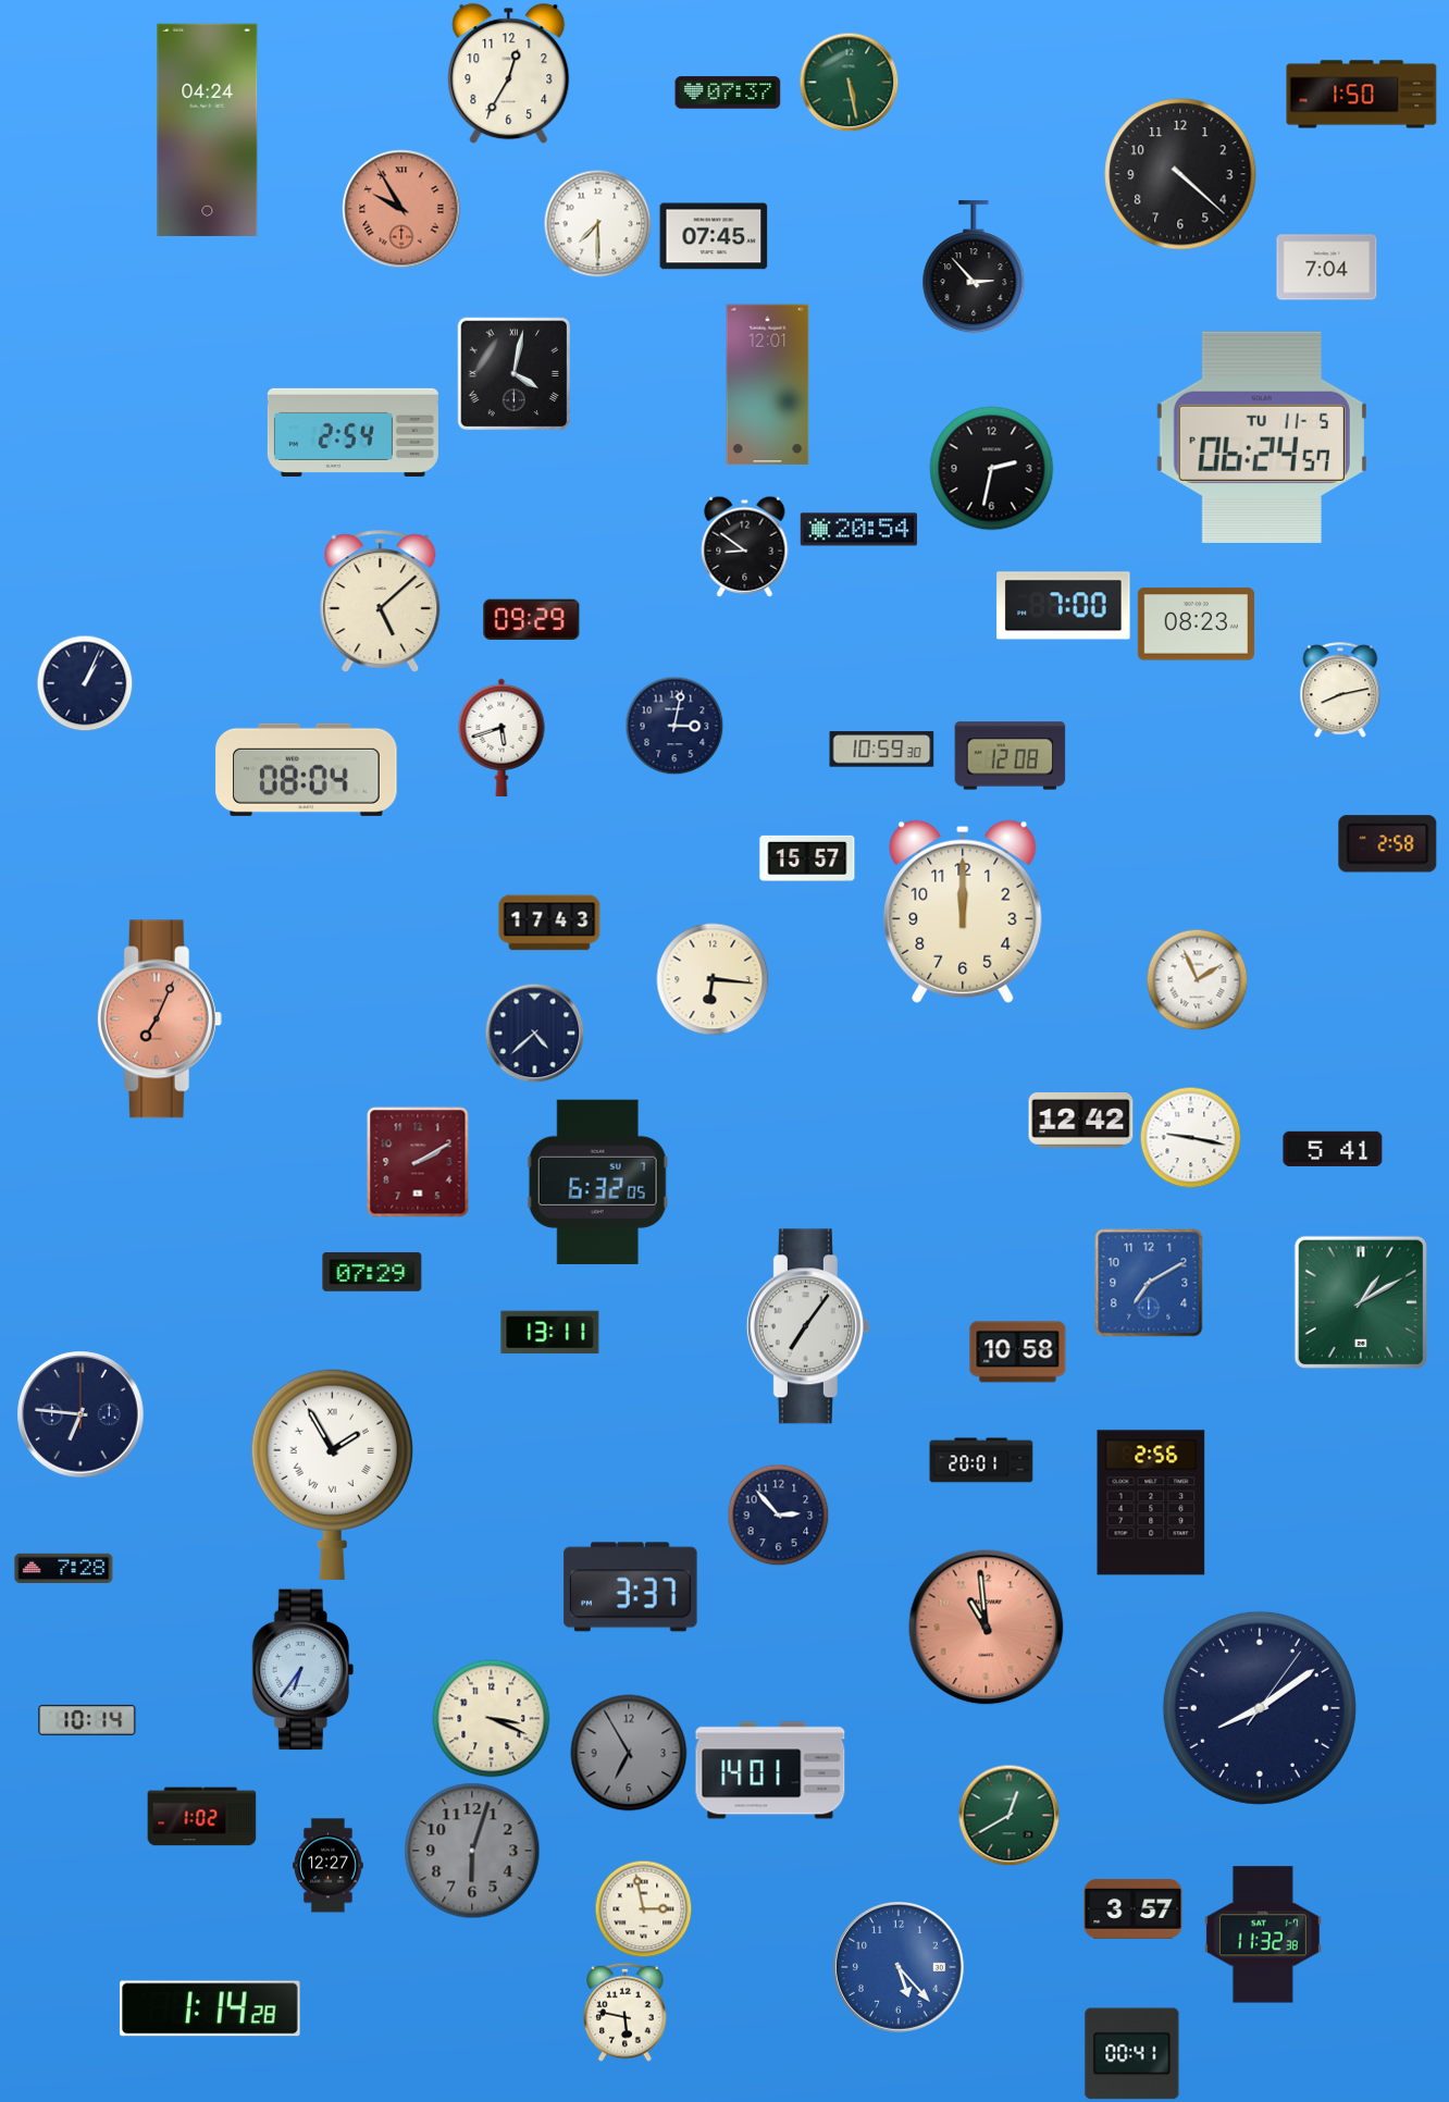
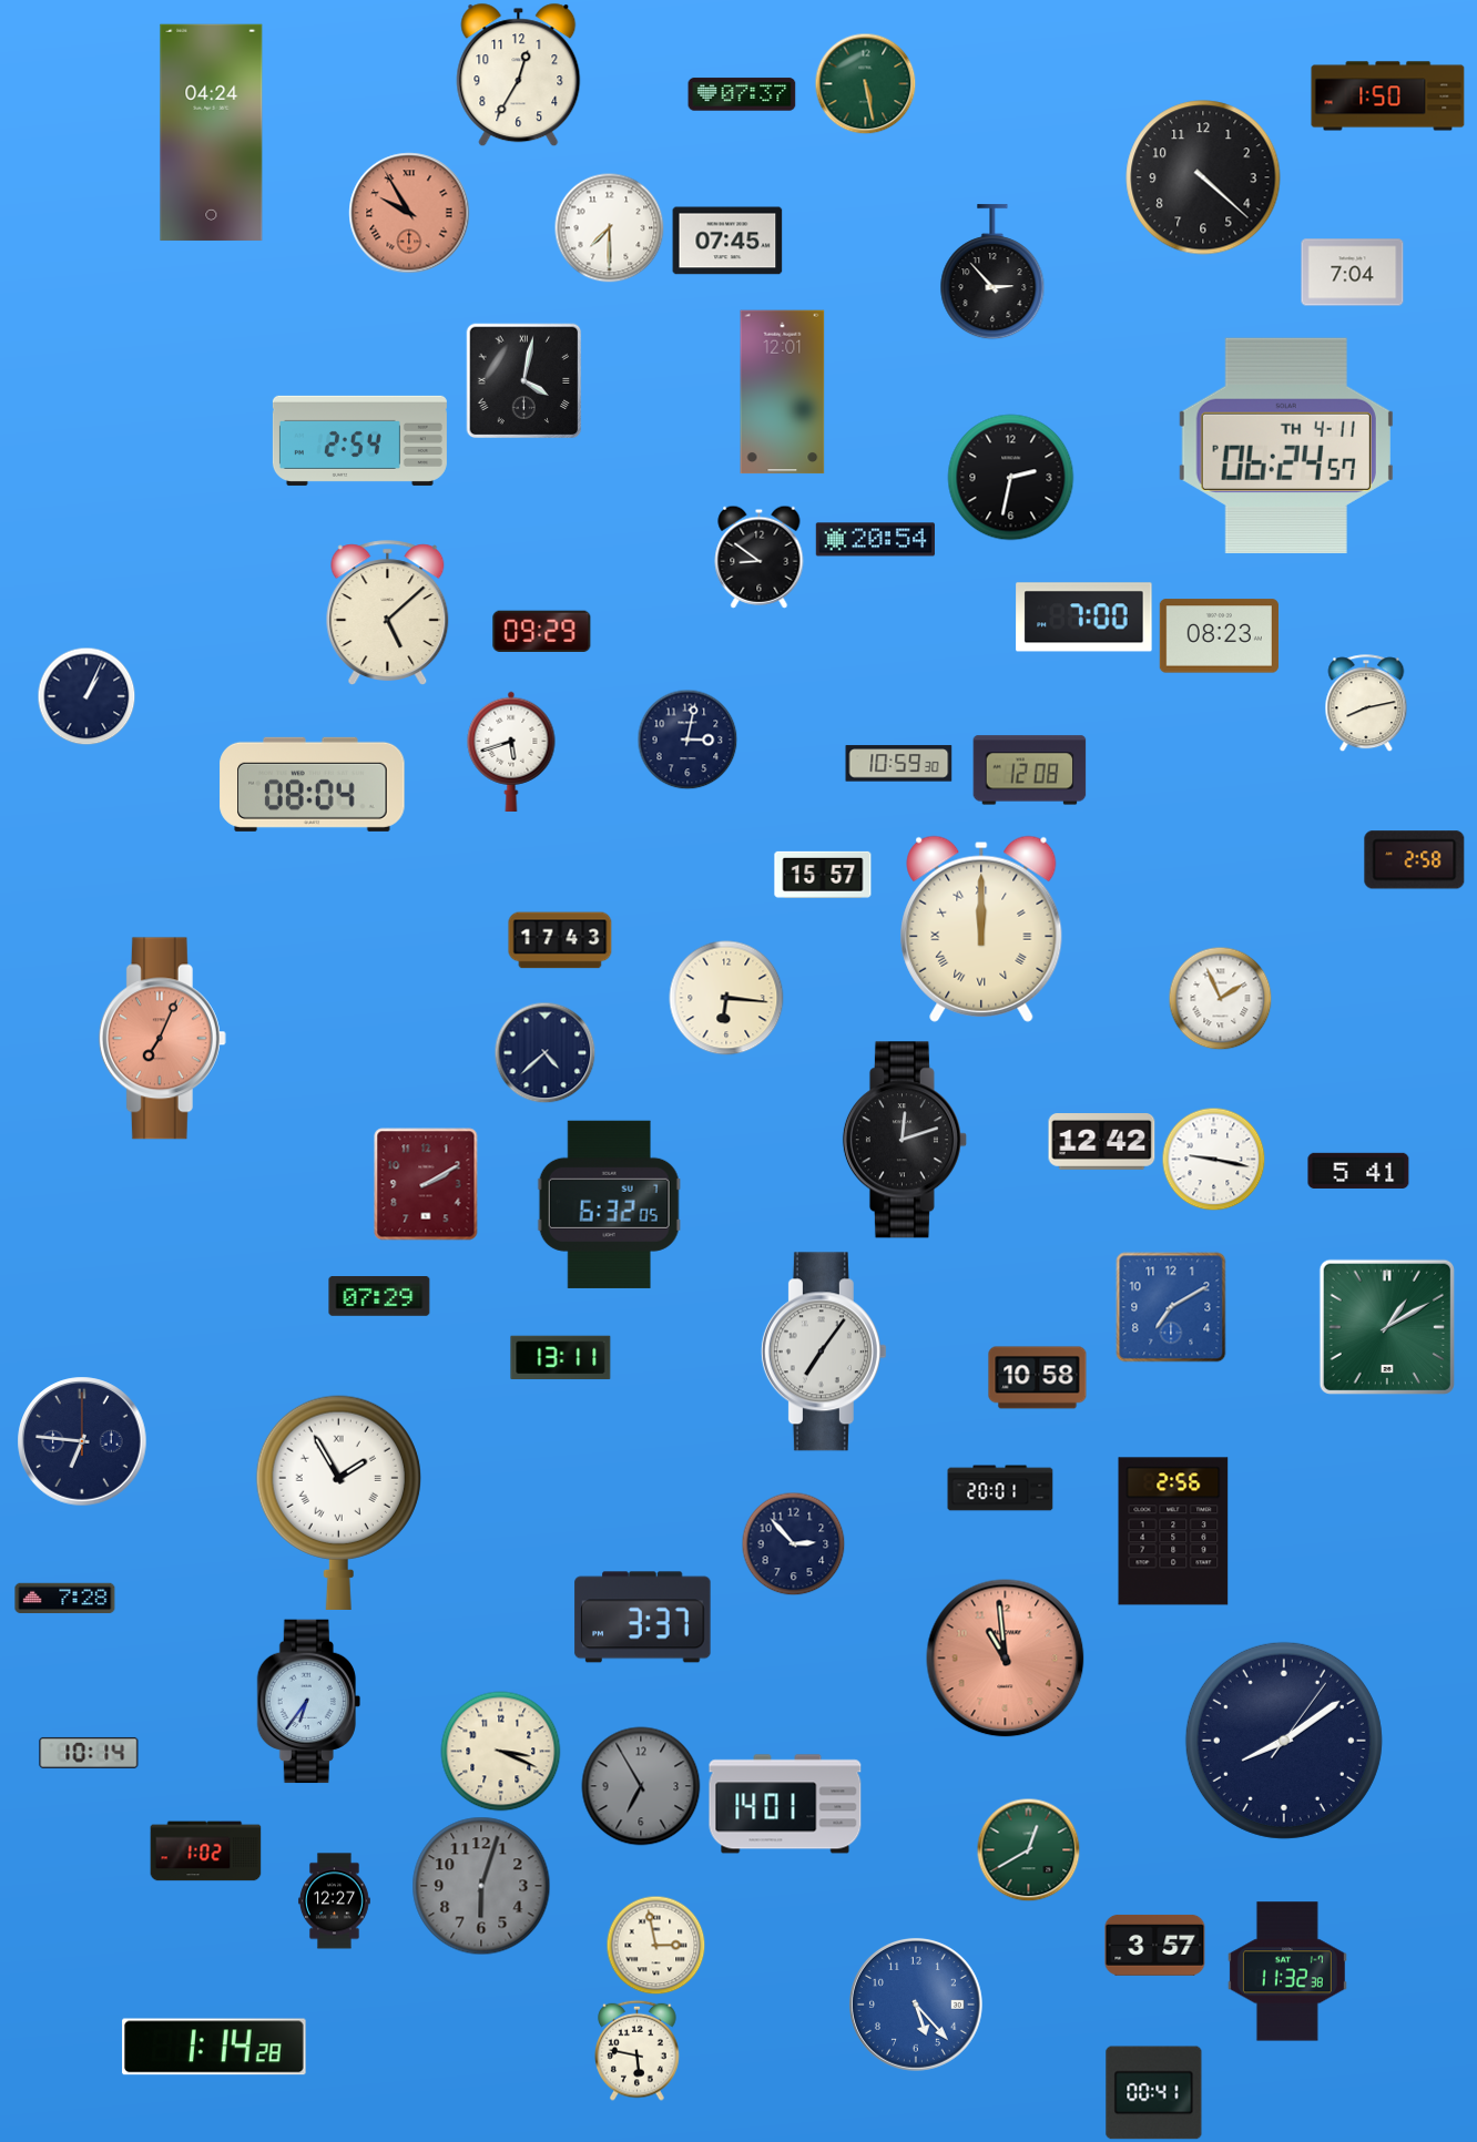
clock at (1262, 437) date: TU 11-5 -> TH 4-11
clock at (963, 912) numerals: Arabic -> Roman
clock at (905, 1140): none -> 12:12
